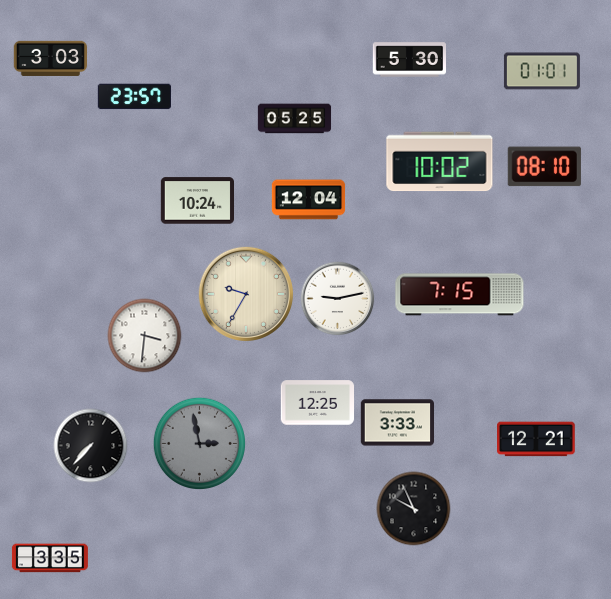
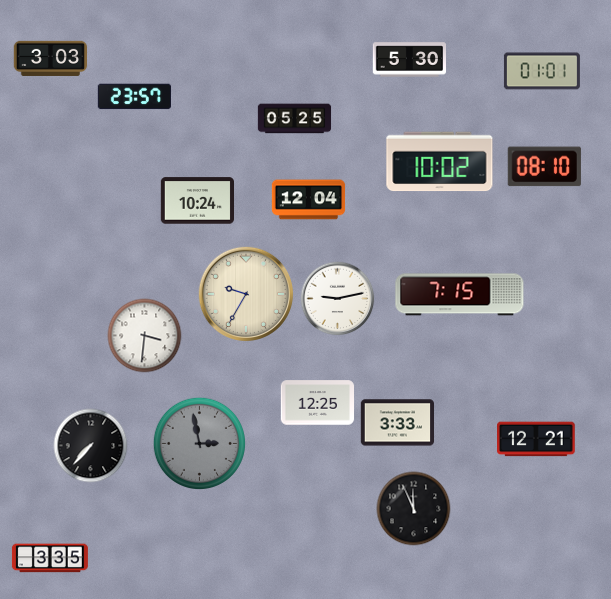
clock at (414, 509): 9:56 -> 11:56
